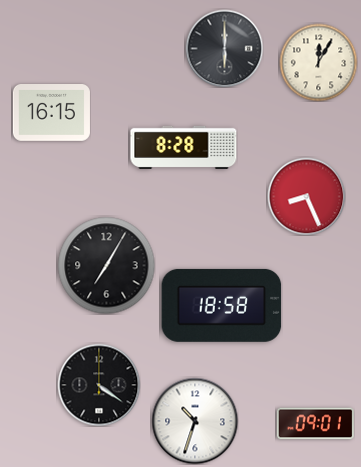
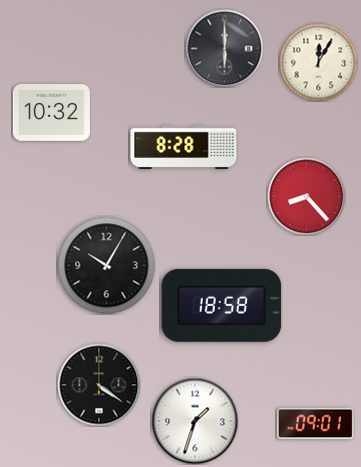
clock at (51, 113): 16:15 -> 10:32
clock at (306, 196): 8:26 -> 8:23
clock at (106, 265): 7:05 -> 10:05
clock at (195, 421): 10:33 -> 1:33
